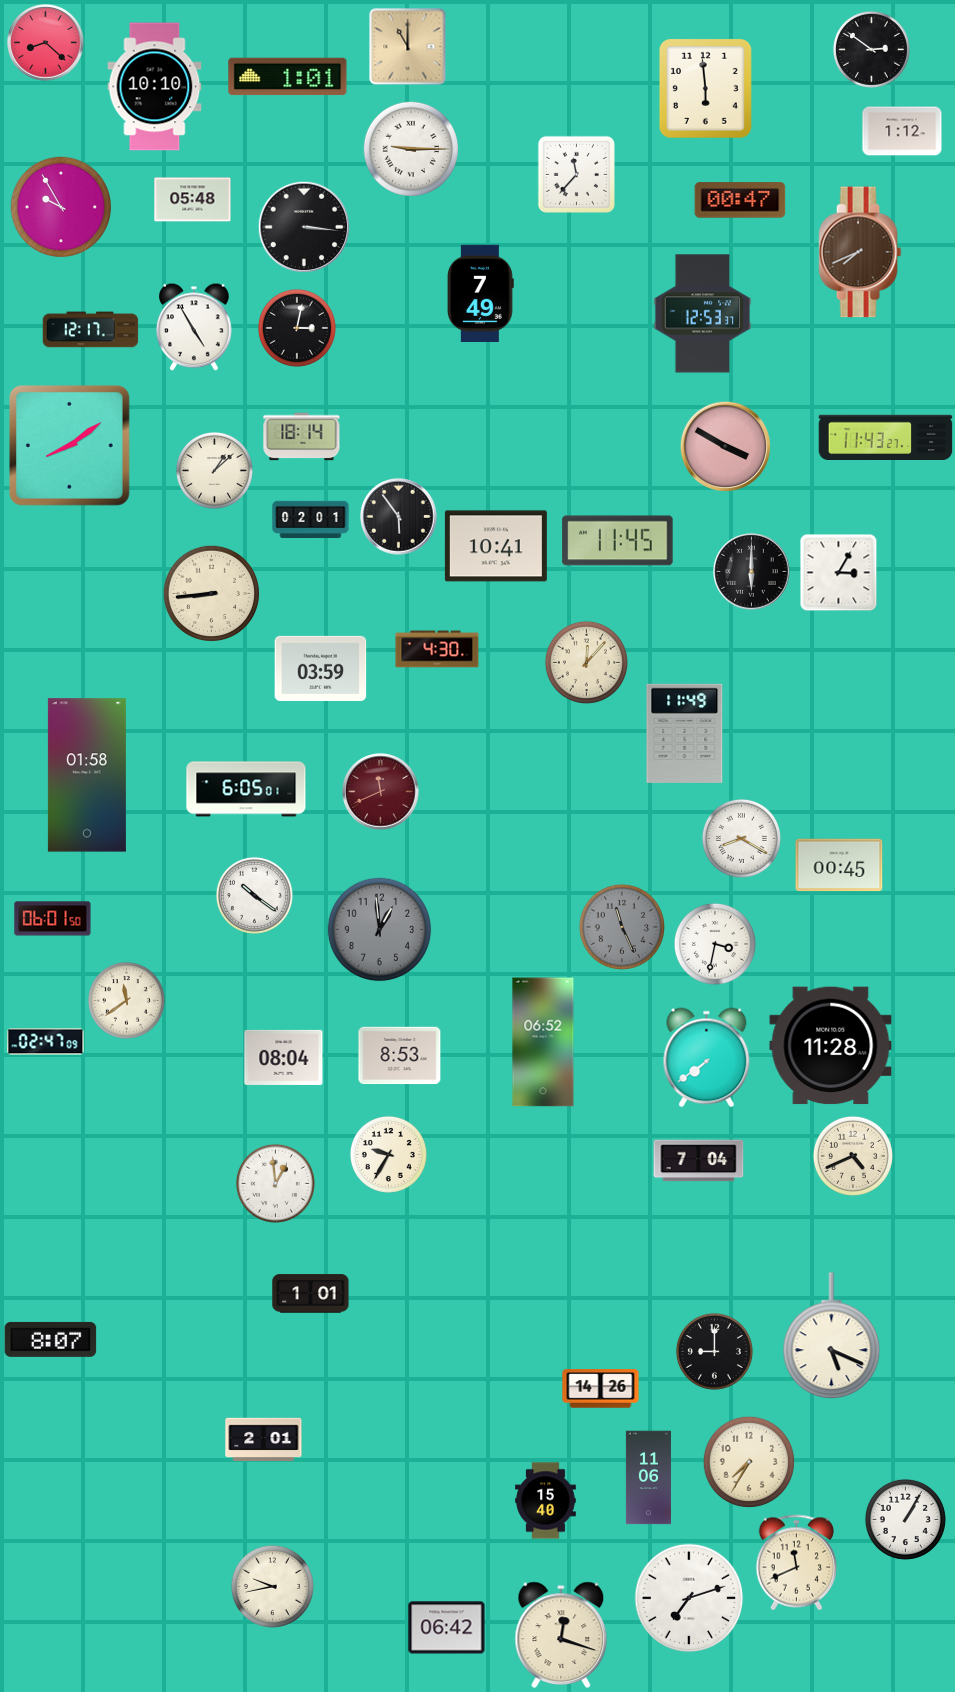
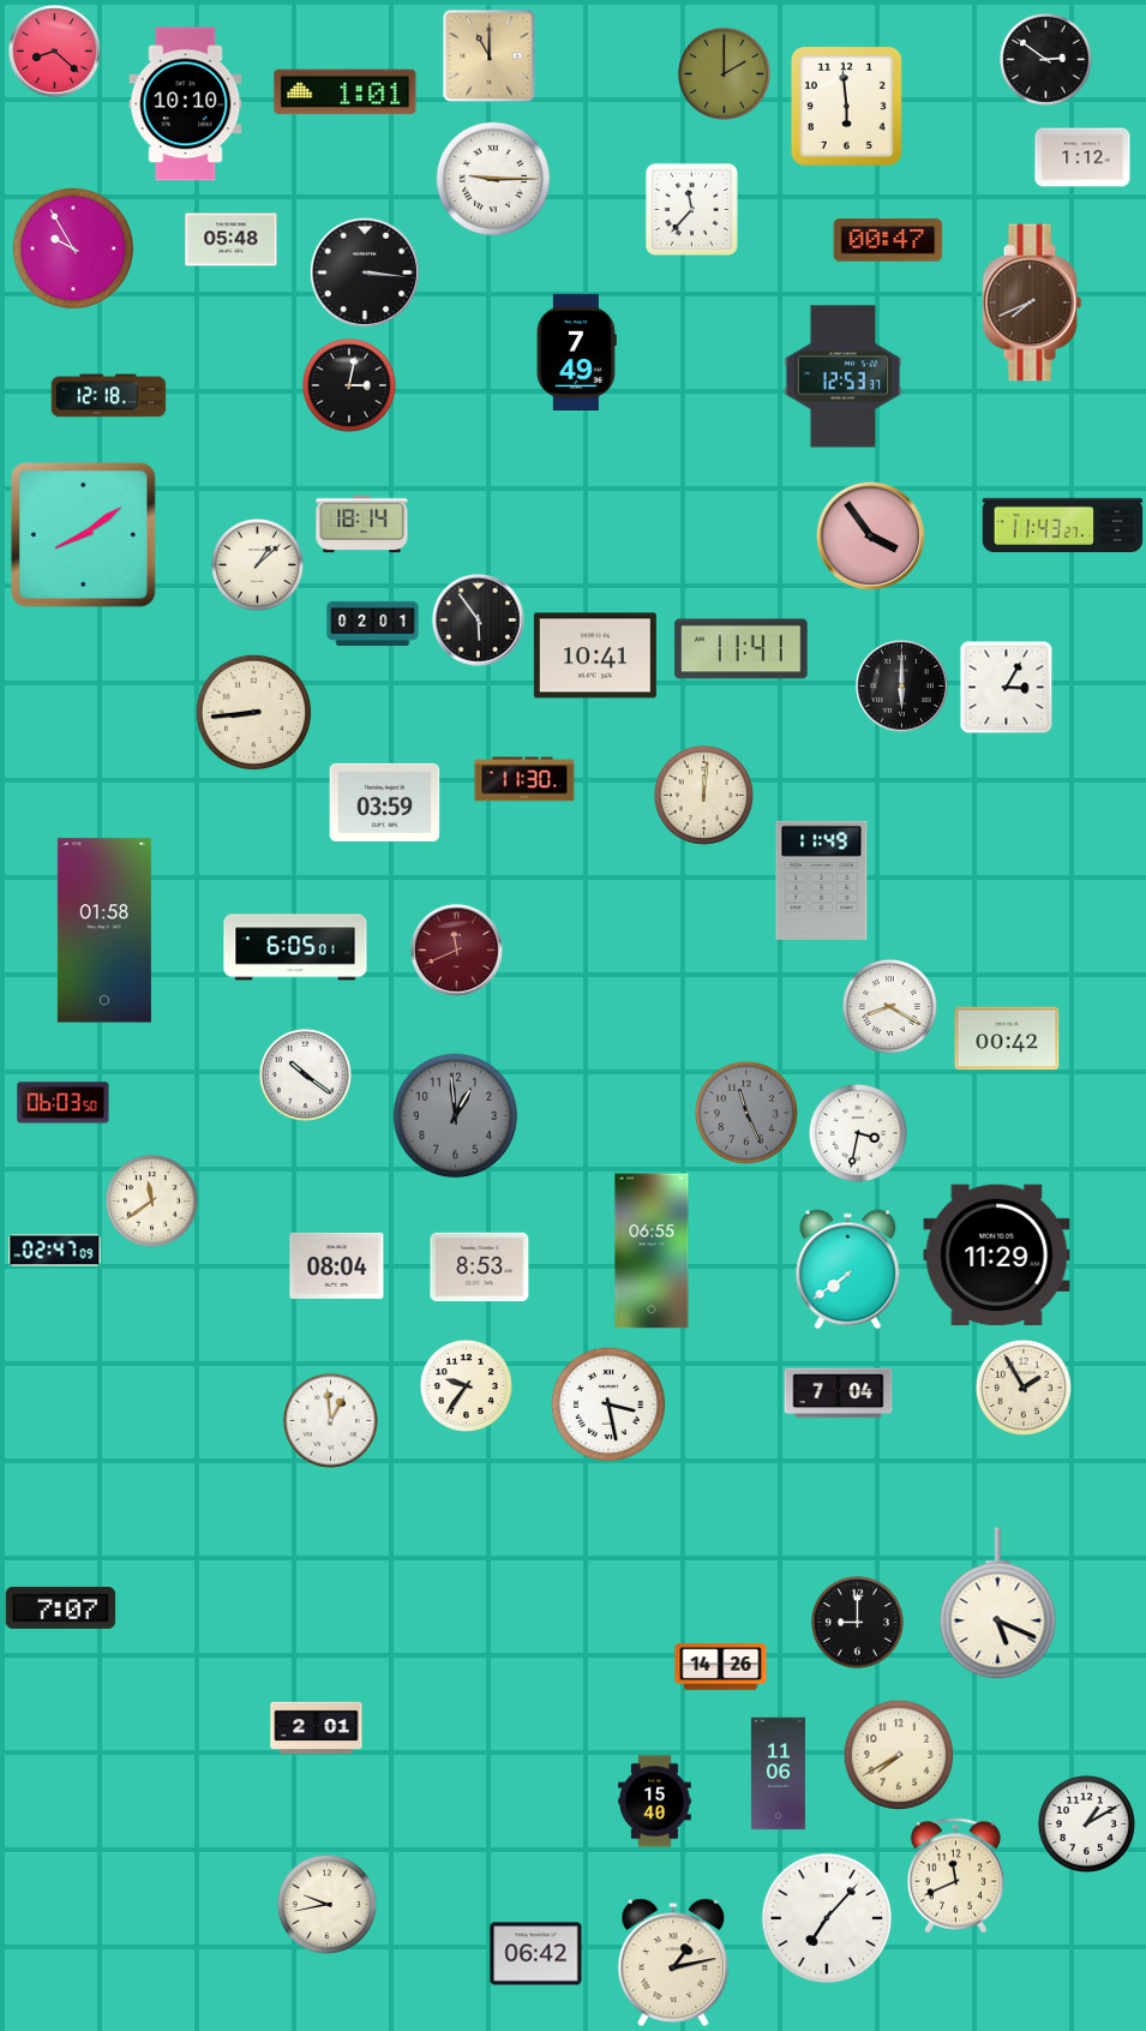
clock at (724, 73): none -> 2:00
clock at (194, 327): 4:55 -> none
clock at (297, 328) position: (297, 328) -> (349, 385)
clock at (91, 330): 12:17 -> 12:18
clock at (725, 446): 3:50 -> 3:54
clock at (618, 541): 11:45 -> 11:41
clock at (437, 649): 4:30 -> 11:30
clock at (586, 662): 12:07 -> 12:01
clock at (839, 865): 00:45 -> 00:42
clock at (53, 919): 06:01 -> 06:03
clock at (543, 1042): 06:52 -> 06:55
clock at (831, 1046): 11:28 -> 11:29
clock at (284, 1057) position: (284, 1057) -> (337, 1265)
clock at (388, 1154): 9:35 -> 9:36
clock at (853, 1156): 4:41 -> 1:55
clock at (607, 1403): none -> 3:28
clock at (311, 1294): 1:01 -> none
clock at (51, 1339): 8:07 -> 7:07
clock at (748, 1461): 7:35 -> 7:40
clock at (905, 1519): 1:05 -> 1:10
clock at (689, 1598): 7:12 -> 7:07
clock at (561, 1635): 12:18 -> 1:13
